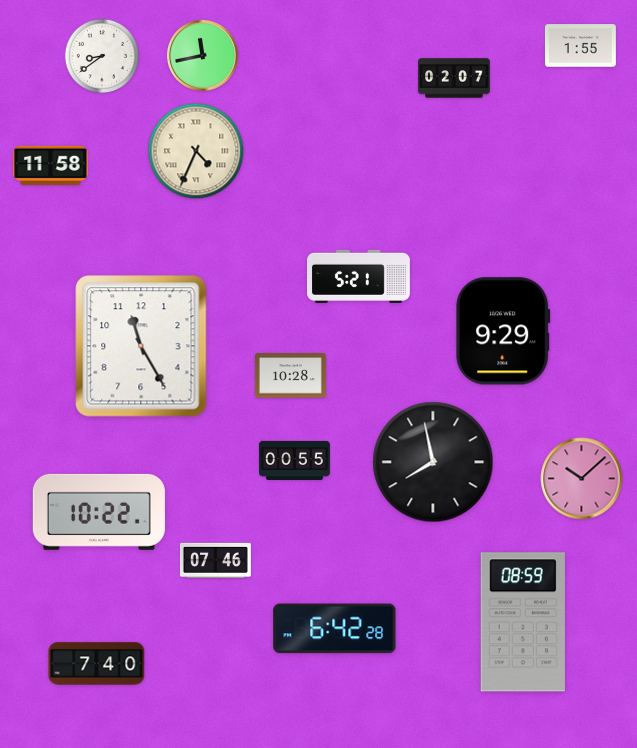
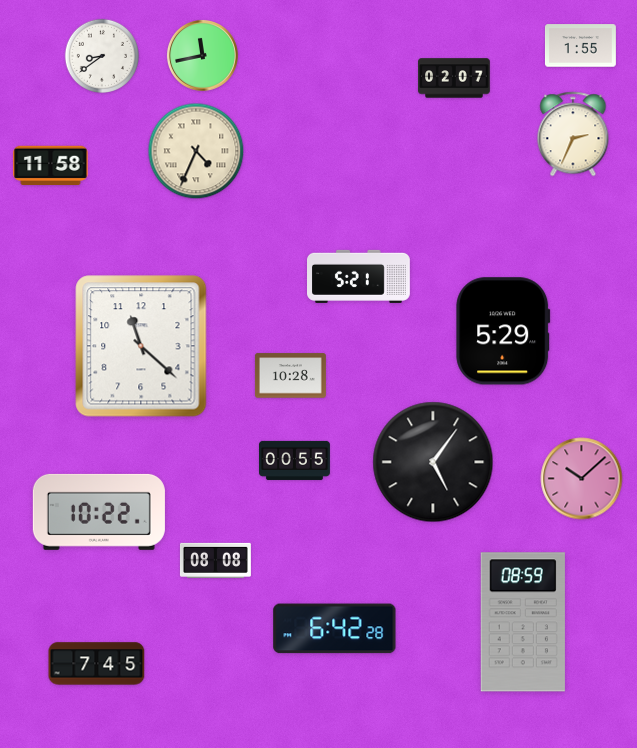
clock at (573, 134): none -> 2:34
clock at (503, 331): 9:29 -> 5:29
clock at (141, 346): 11:25 -> 11:22
clock at (433, 462): 7:58 -> 5:06
clock at (215, 560): 07:46 -> 08:08
clock at (97, 664): 7:40 -> 7:45
